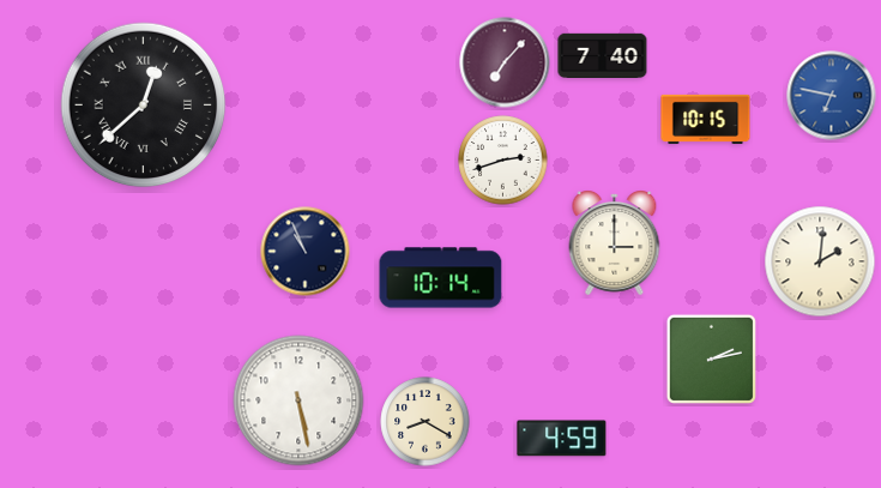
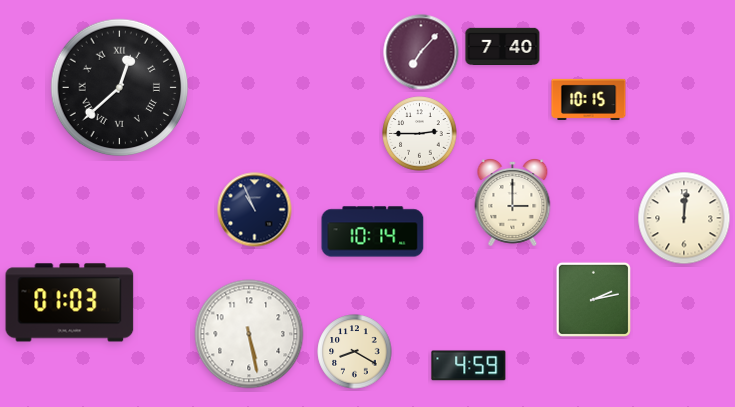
clock at (832, 96): 6:47 -> none
clock at (503, 161): 2:42 -> 2:45
clock at (820, 261): 2:01 -> 12:01
clock at (441, 278) position: (441, 278) -> (373, 232)
clock at (70, 303): none -> 01:03
